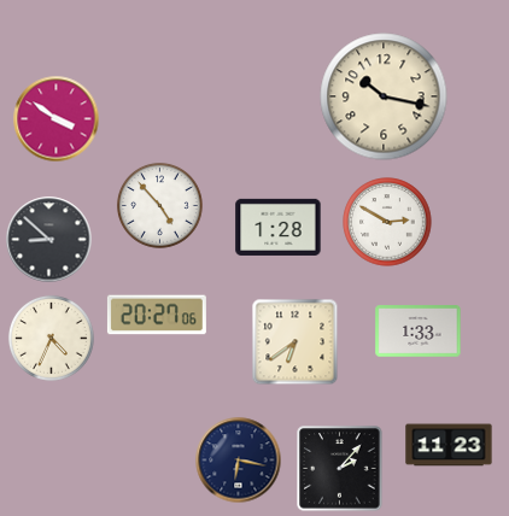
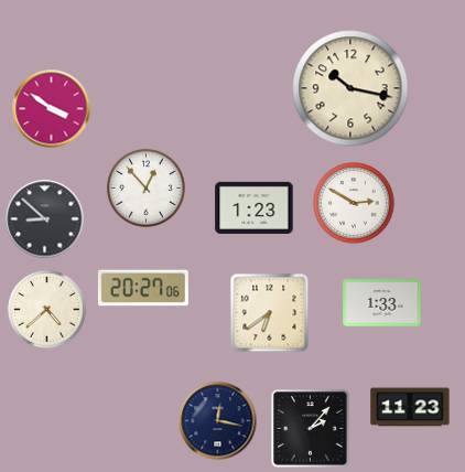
clock at (159, 205): 4:53 -> 12:53
clock at (279, 227): 1:28 -> 1:23
clock at (51, 338): 4:34 -> 4:38
clock at (239, 461): 6:17 -> 12:17
